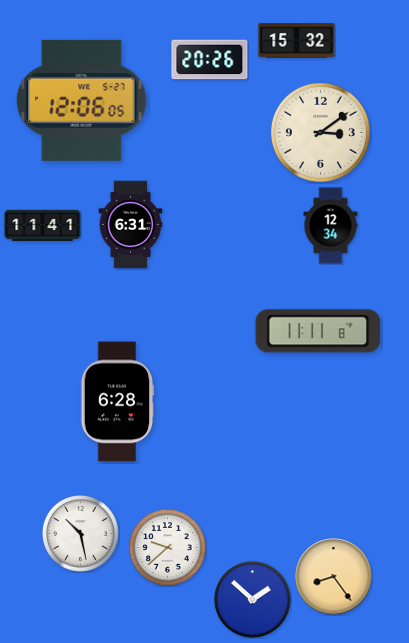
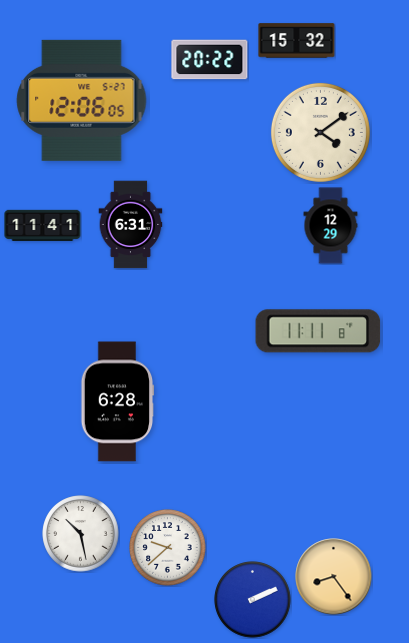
clock at (210, 60): 20:26 -> 20:22
clock at (320, 132): 3:09 -> 4:09
clock at (331, 226): 12:34 -> 12:29
clock at (253, 600): 1:52 -> 2:11
